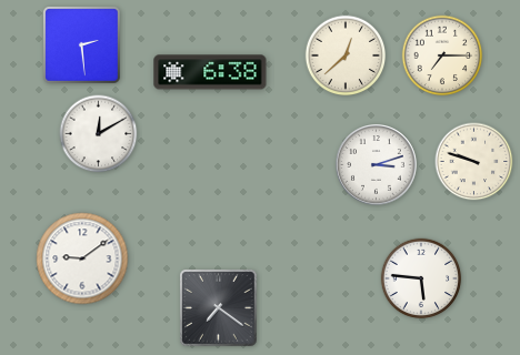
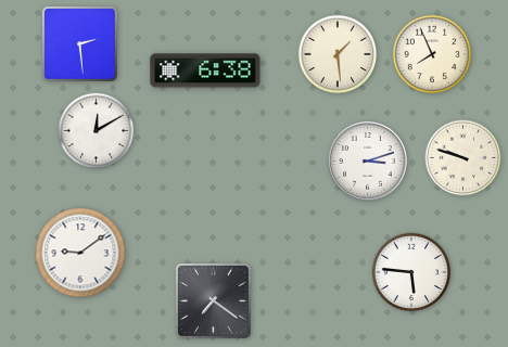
clock at (346, 55): 12:38 -> 1:29
clock at (442, 55): 7:15 -> 7:56
